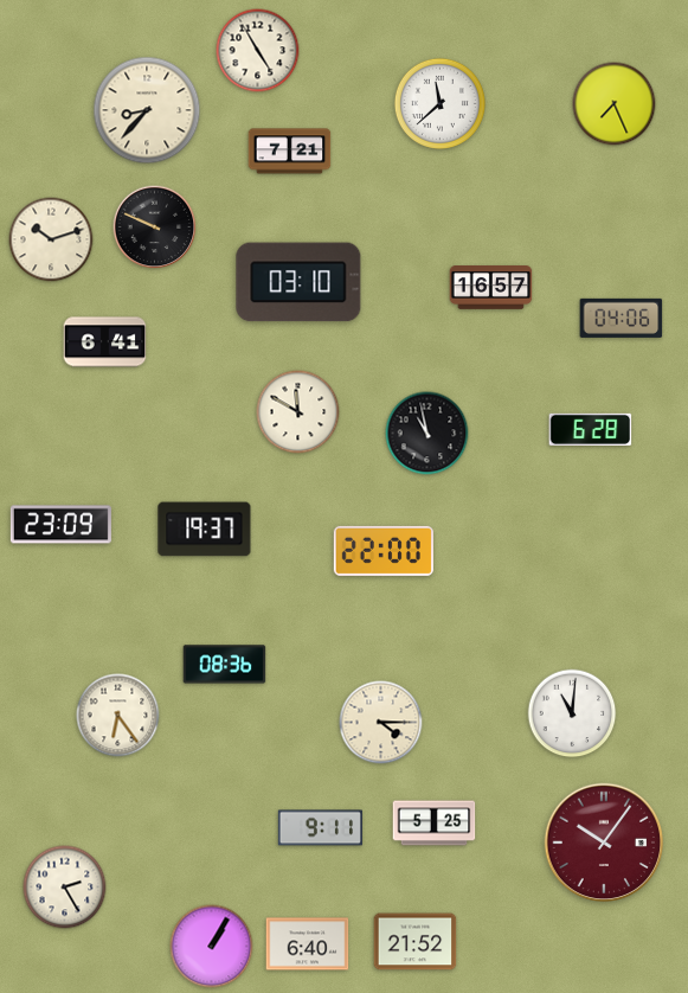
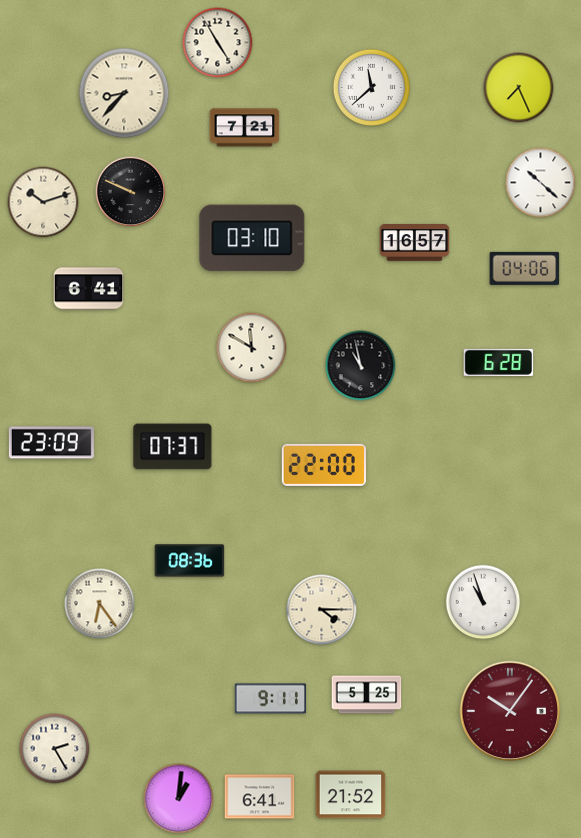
clock at (541, 183): none -> 10:22
clock at (205, 530): 19:37 -> 07:37
clock at (572, 713): 11:01 -> 10:57
clock at (308, 944): 6:40 -> 6:41
clock at (212, 947): 1:05 -> 1:01
